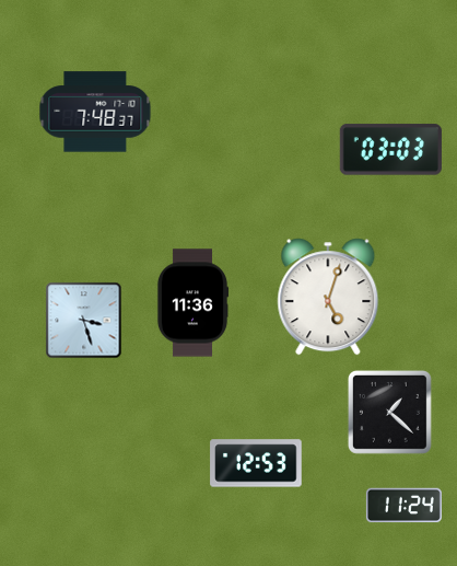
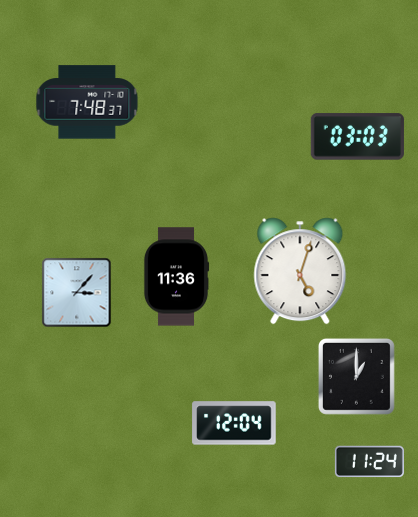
clock at (84, 321): 3:27 -> 3:07
clock at (389, 412): 1:22 -> 1:00
clock at (256, 463): 12:53 -> 12:04
